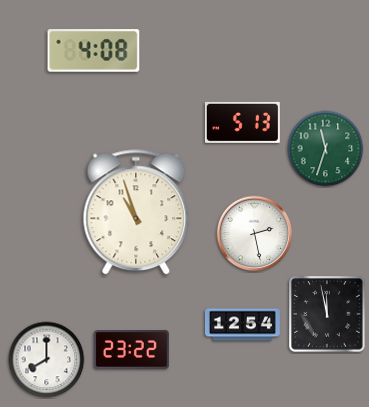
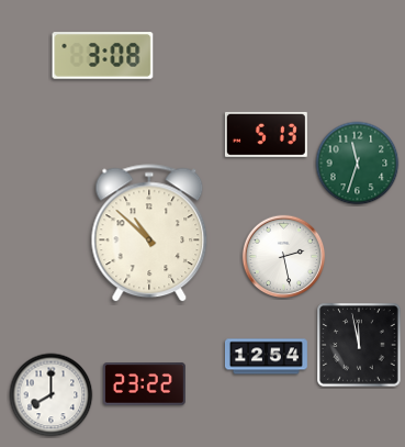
clock at (94, 51): 4:08 -> 3:08
clock at (136, 213): 10:57 -> 10:52
clock at (255, 234) position: (255, 234) -> (284, 257)
